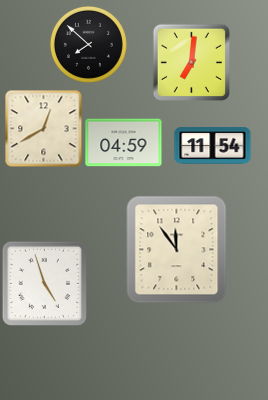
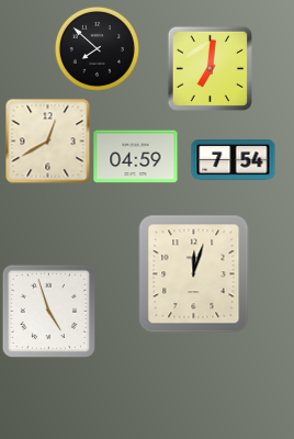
clock at (213, 146): 11:54 -> 7:54
clock at (177, 250): 11:54 -> 12:03
